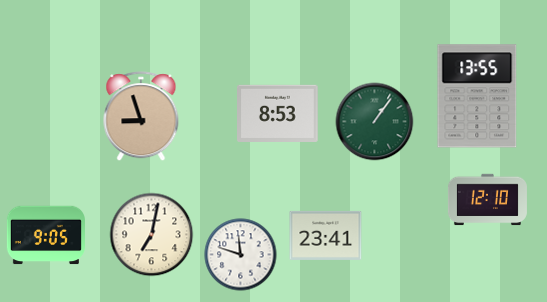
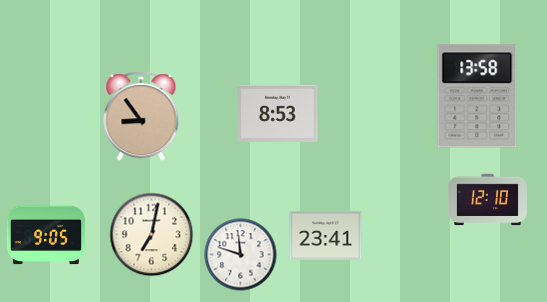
clock at (477, 96): 13:55 -> 13:58
clock at (141, 117): 8:57 -> 8:54
clock at (375, 122): 1:06 -> none
